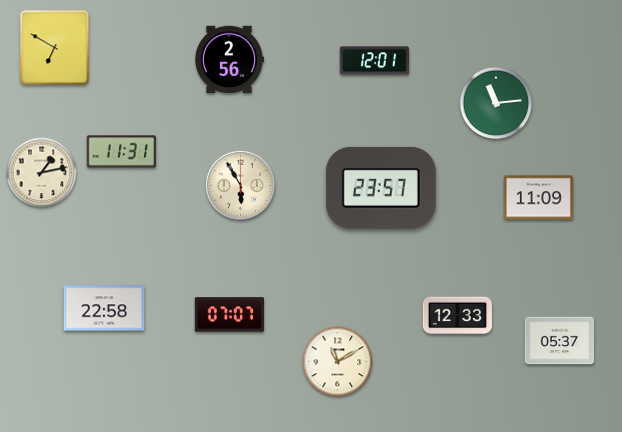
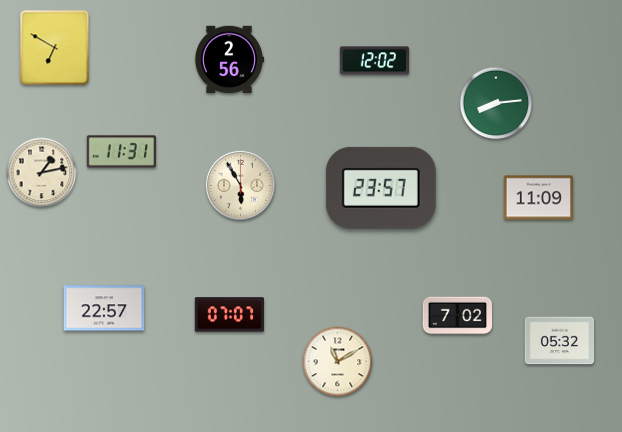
clock at (375, 61): 12:01 -> 12:02
clock at (496, 103): 11:14 -> 8:14
clock at (104, 308): 22:58 -> 22:57
clock at (458, 316): 12:33 -> 7:02
clock at (560, 341): 05:37 -> 05:32
